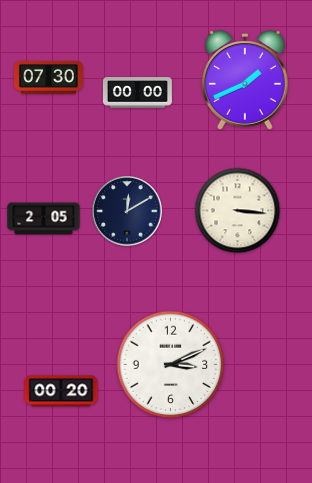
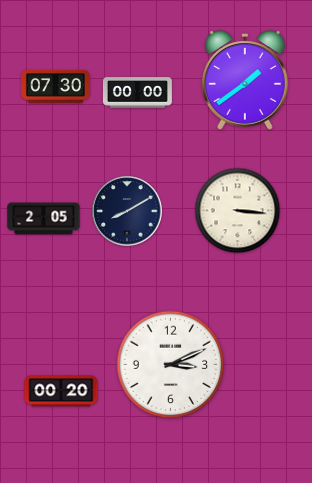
clock at (48, 77) position: (48, 77) -> (55, 86)
clock at (245, 80): 1:41 -> 1:39
clock at (127, 211): 12:10 -> 8:10
